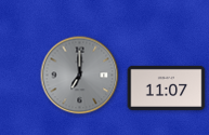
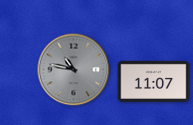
clock at (80, 76): 7:00 -> 10:47
